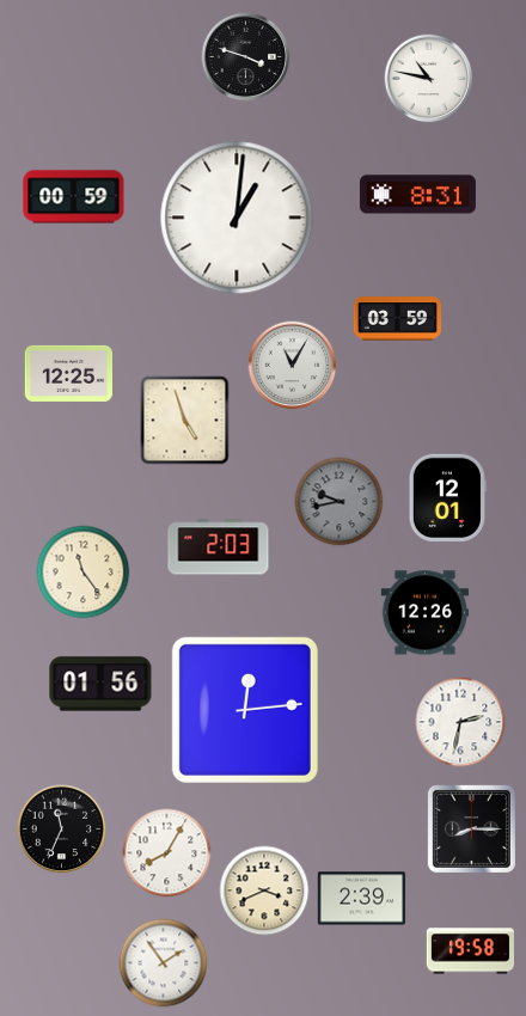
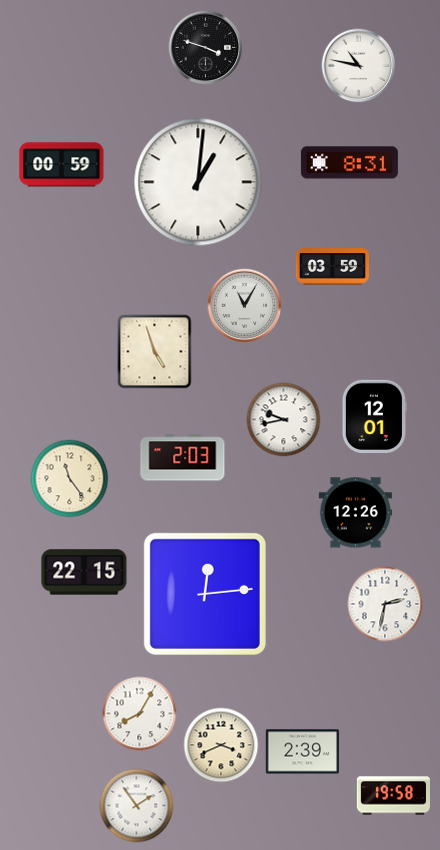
clock at (68, 373): 12:25 -> none
clock at (340, 502) dial: grey -> white
clock at (100, 684): 01:56 -> 22:15
clock at (471, 828): 8:15 -> none
clock at (62, 830): 11:34 -> none
